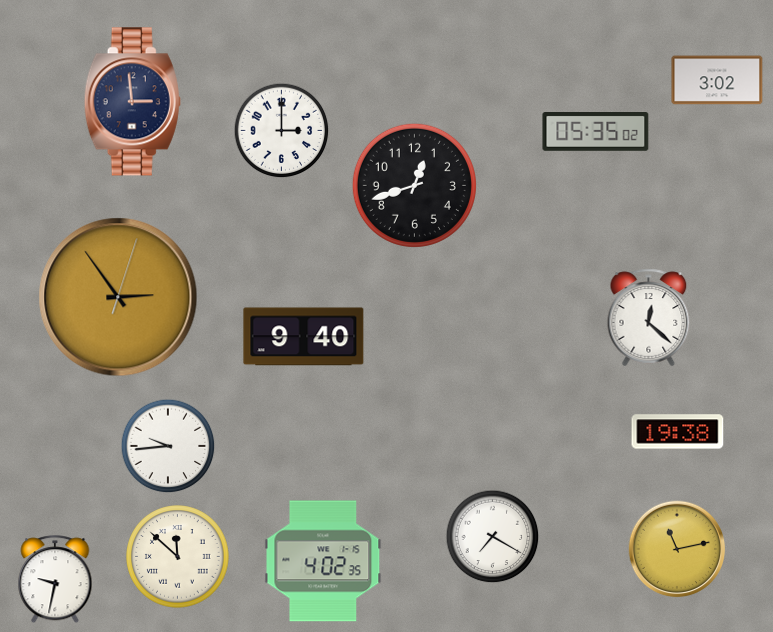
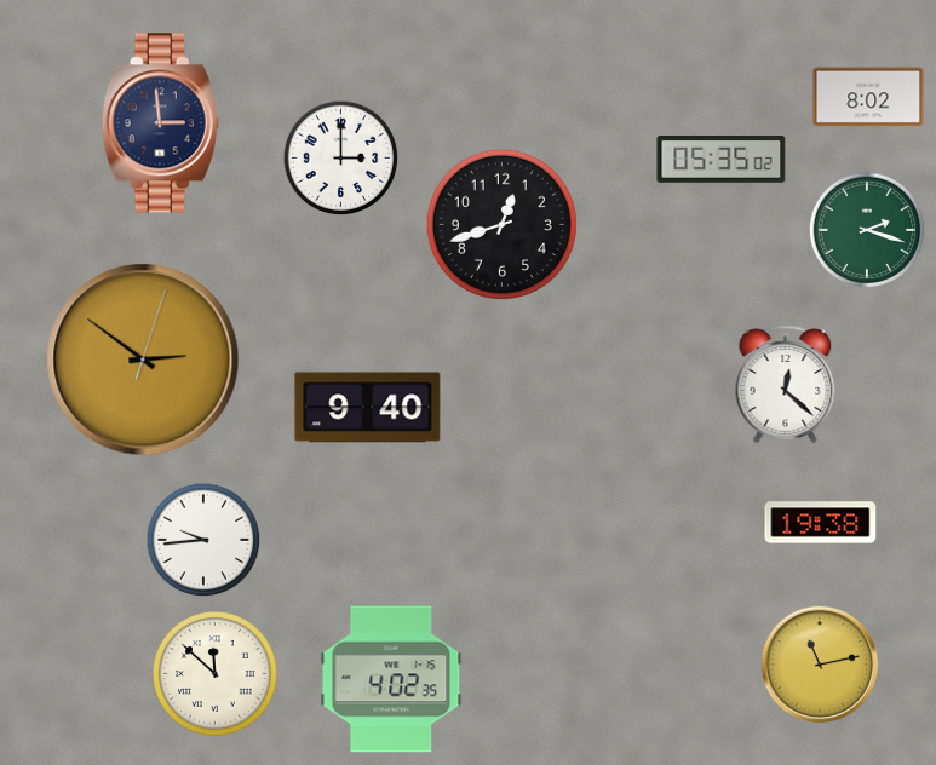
clock at (717, 80): 3:02 -> 8:02
clock at (867, 230): none -> 2:18
clock at (118, 297): 2:54 -> 2:51
clock at (493, 537): 7:20 -> none
clock at (55, 580): 9:32 -> none
